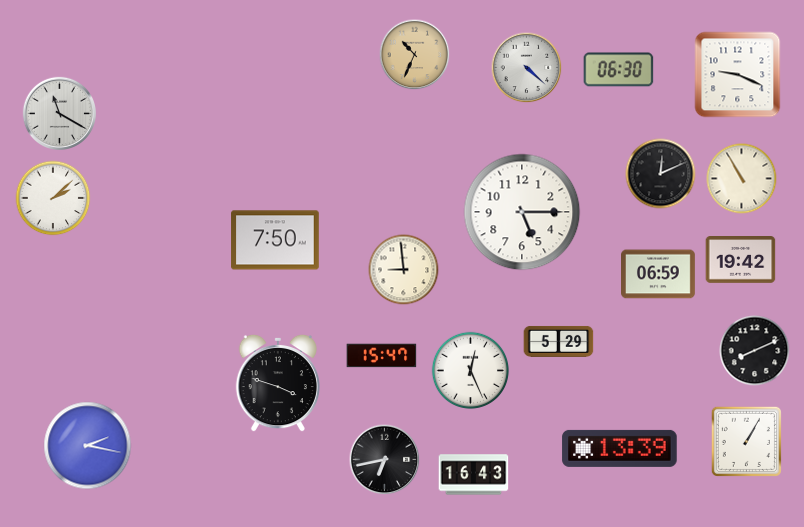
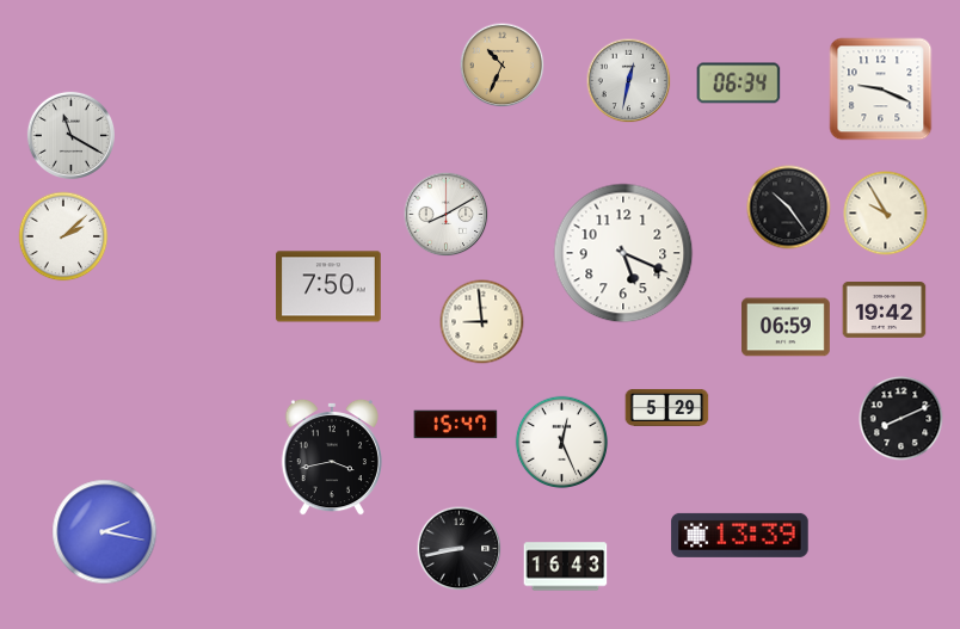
clock at (415, 55) position: (415, 55) -> (503, 66)
clock at (527, 68): 4:22 -> 12:32
clock at (619, 70): 06:30 -> 06:34
clock at (661, 174): 12:11 -> 10:24
clock at (742, 179): 10:55 -> 9:55
clock at (447, 215): none -> 8:10
clock at (522, 212): 5:15 -> 5:19
clock at (278, 383): 3:48 -> 3:43
clock at (746, 441): 1:05 -> none
clock at (385, 460): 6:43 -> 8:43
